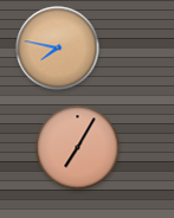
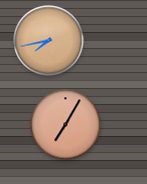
clock at (58, 49): 7:47 -> 7:43
